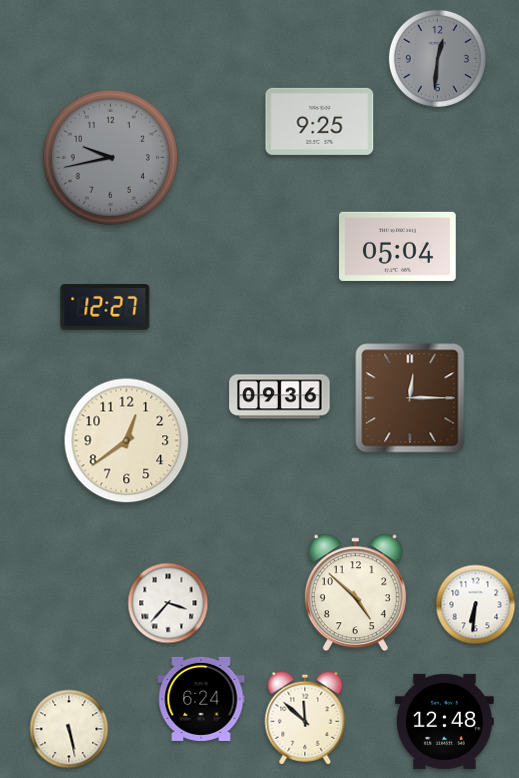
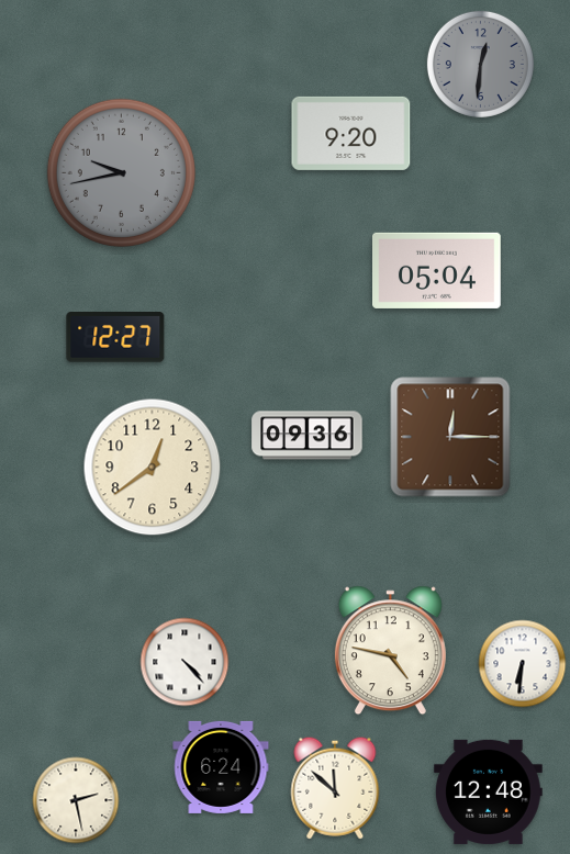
clock at (320, 121): 9:25 -> 9:20
clock at (127, 441) position: (127, 441) -> (153, 468)
clock at (355, 593): 4:52 -> 4:47
clock at (168, 603): 3:37 -> 4:23
clock at (69, 729): 5:28 -> 2:28
